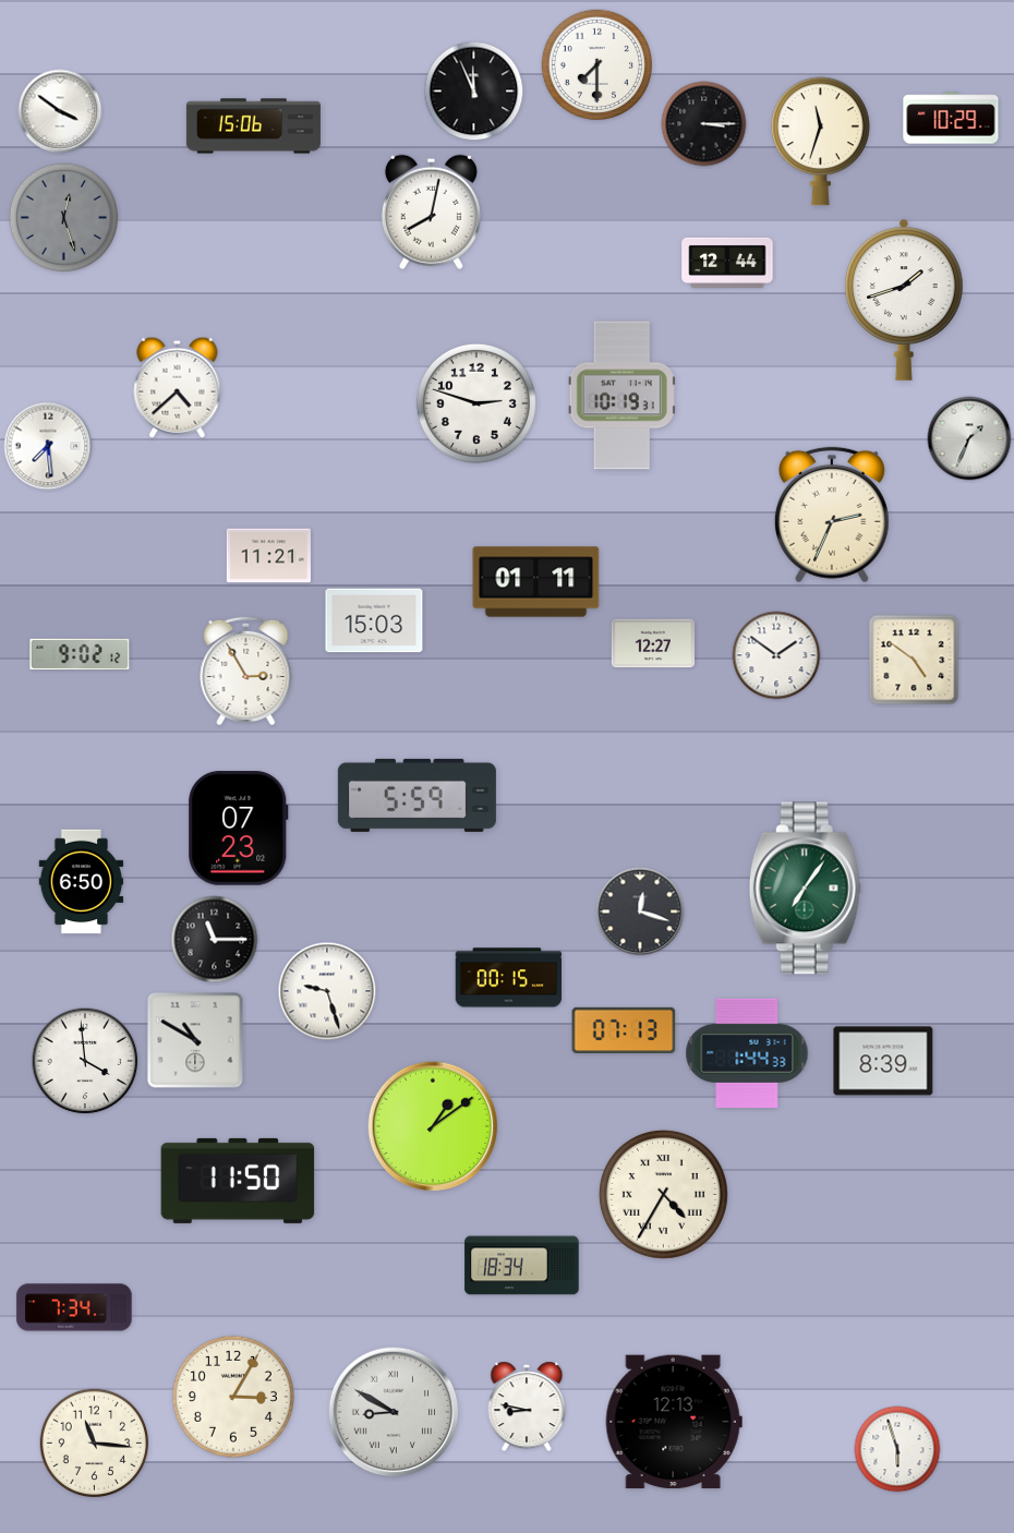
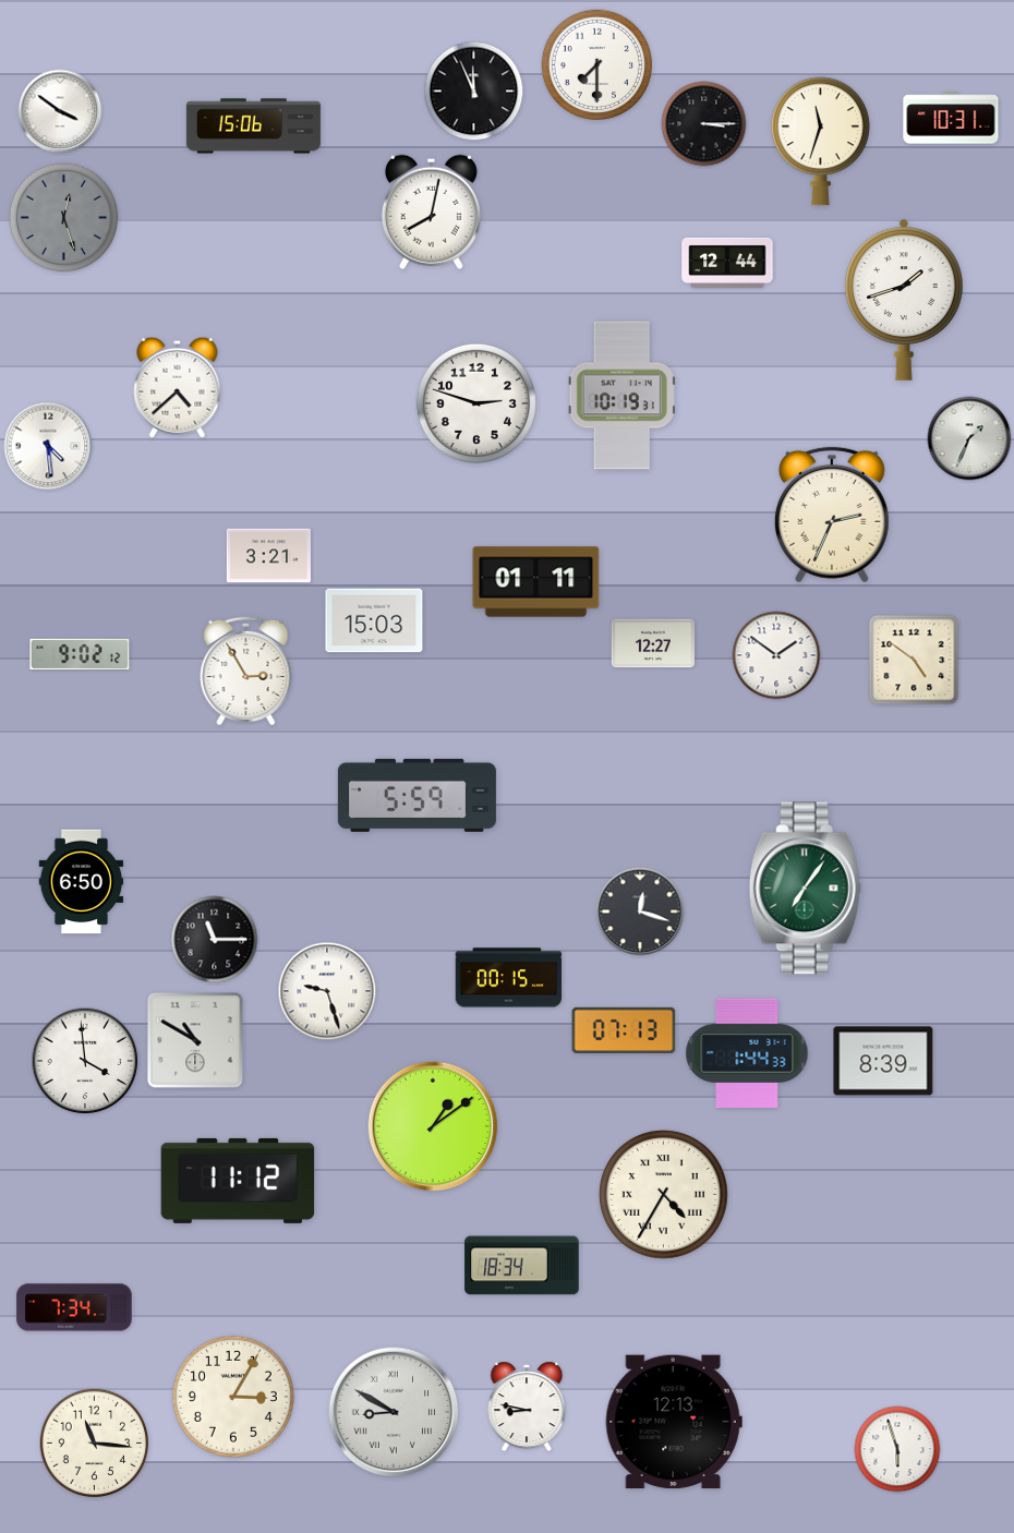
clock at (951, 118): 10:29 -> 10:31
clock at (48, 446): 7:29 -> 4:29
clock at (268, 556): 11:21 -> 3:21
clock at (239, 829): 07:23 -> none
clock at (238, 1181): 11:50 -> 11:12
